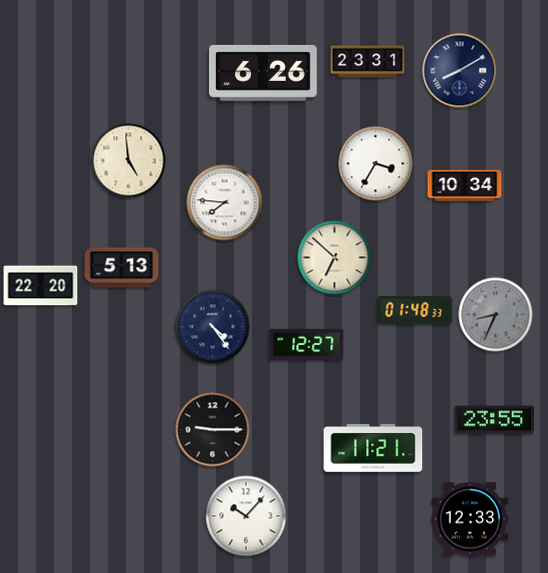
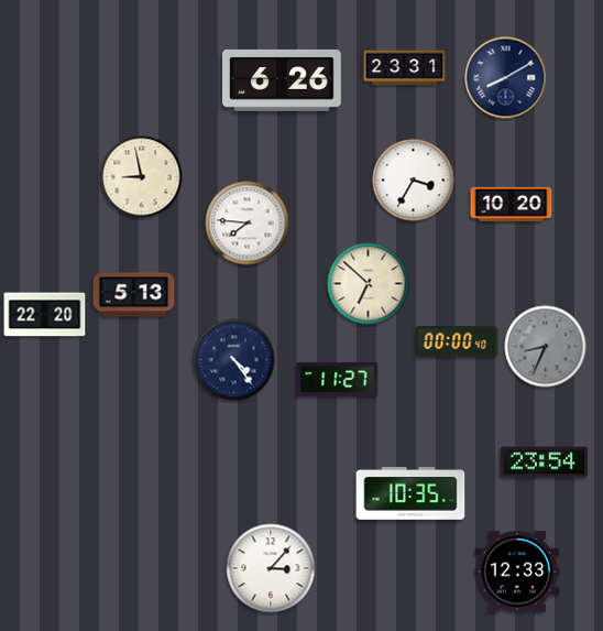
clock at (264, 73) position: (264, 73) -> (283, 80)
clock at (129, 161): 4:59 -> 8:58
clock at (465, 185): 10:34 -> 10:20
clock at (415, 310): 01:48 -> 00:00
clock at (307, 344): 12:27 -> 11:27
clock at (495, 420): 23:55 -> 23:54
clock at (213, 430): 9:15 -> none
clock at (373, 449): 11:21 -> 10:35
clock at (246, 516): 10:07 -> 3:07
